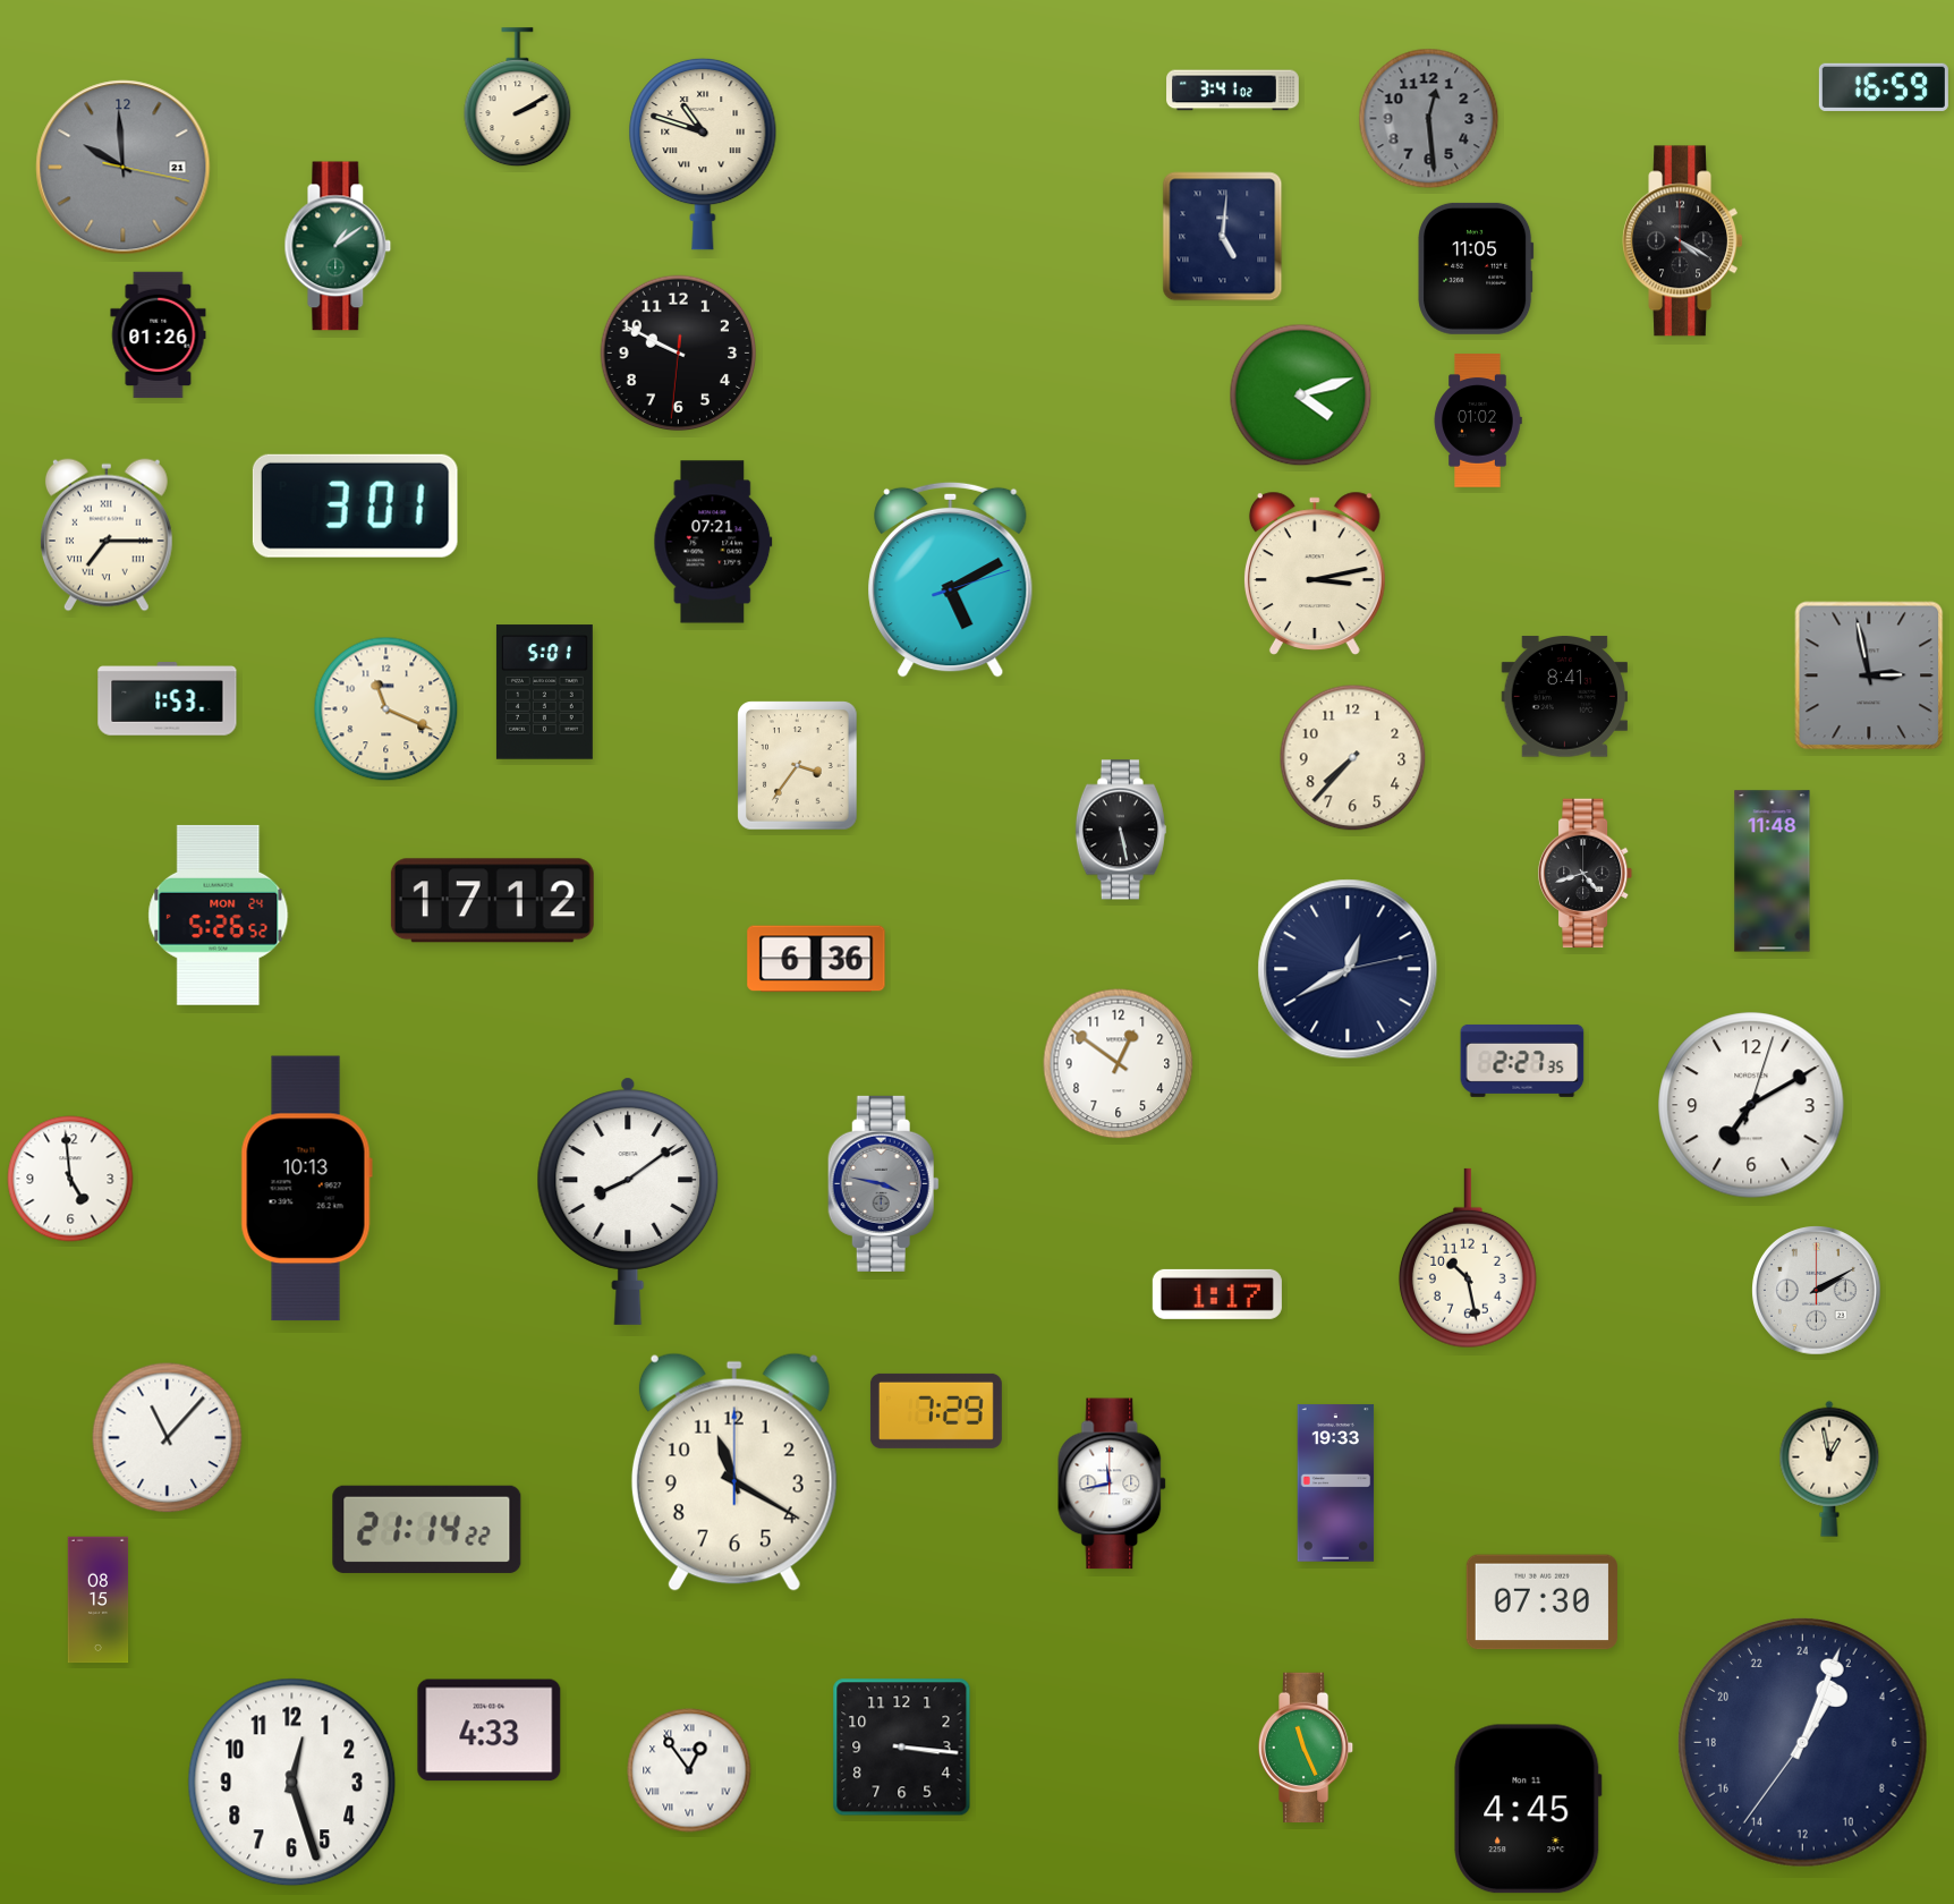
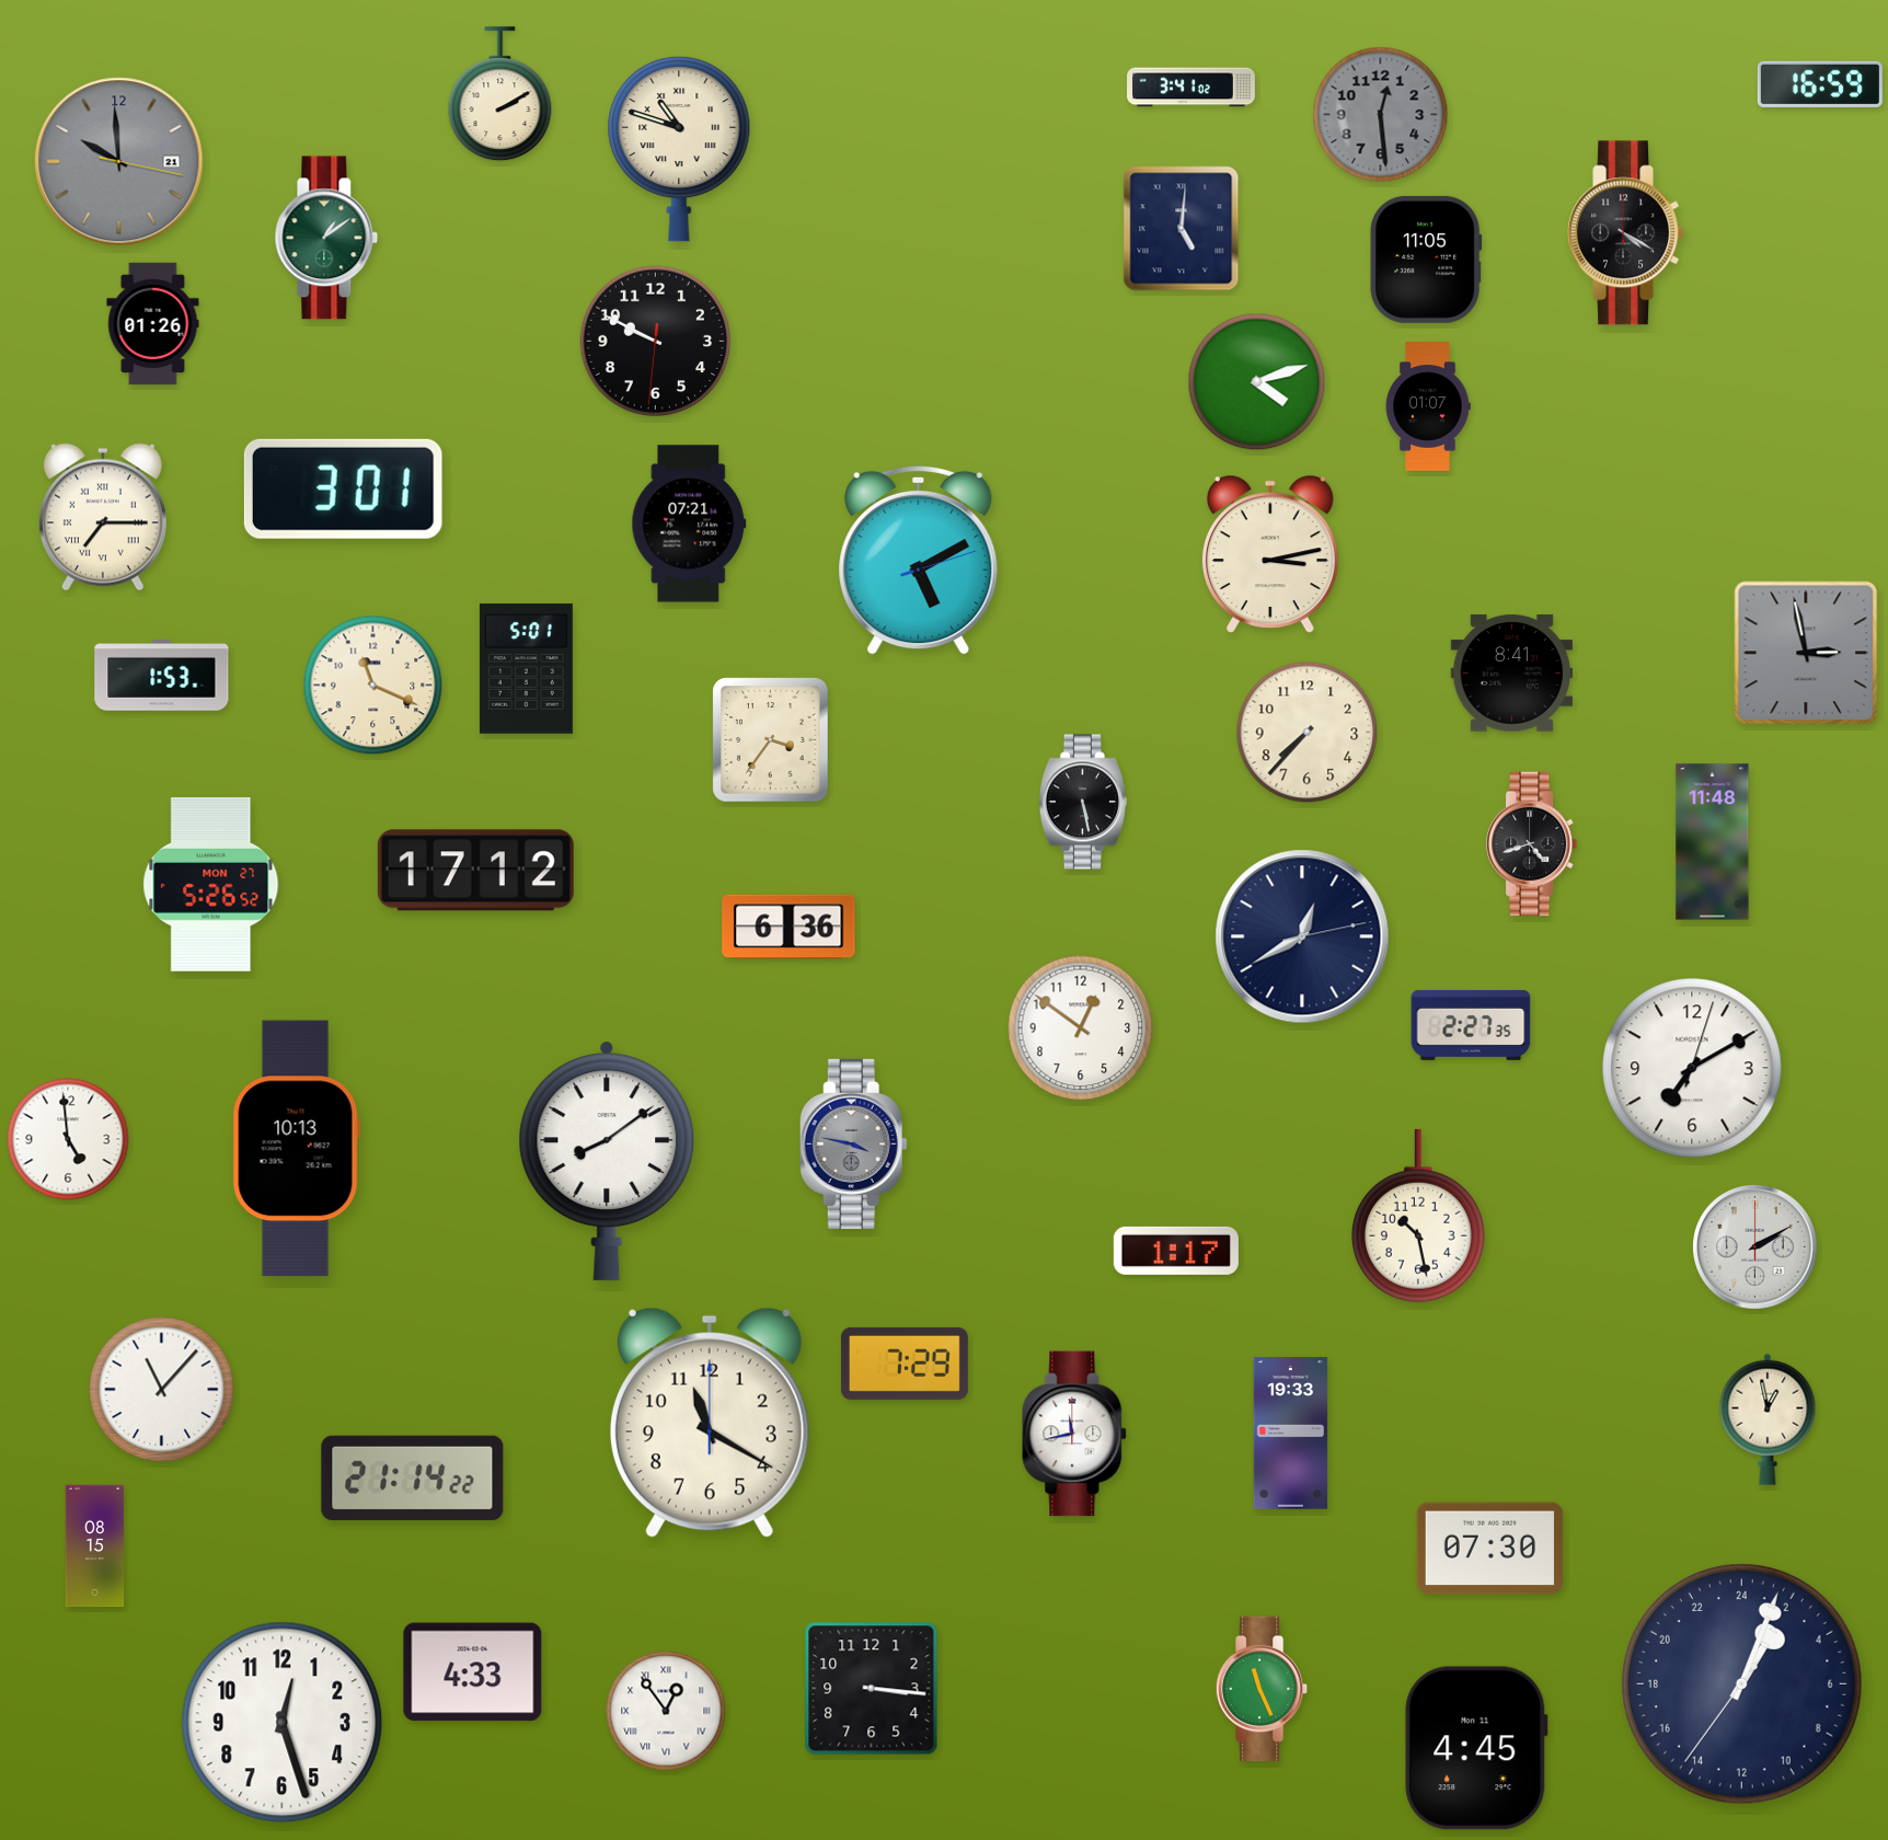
clock at (1478, 420): 01:02 -> 01:07
clock at (219, 915) date: MON 24 -> MON 27
